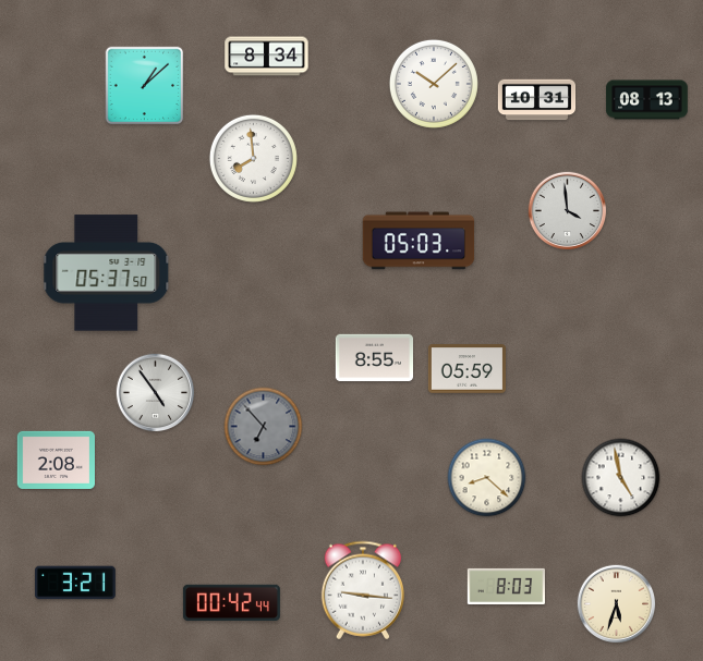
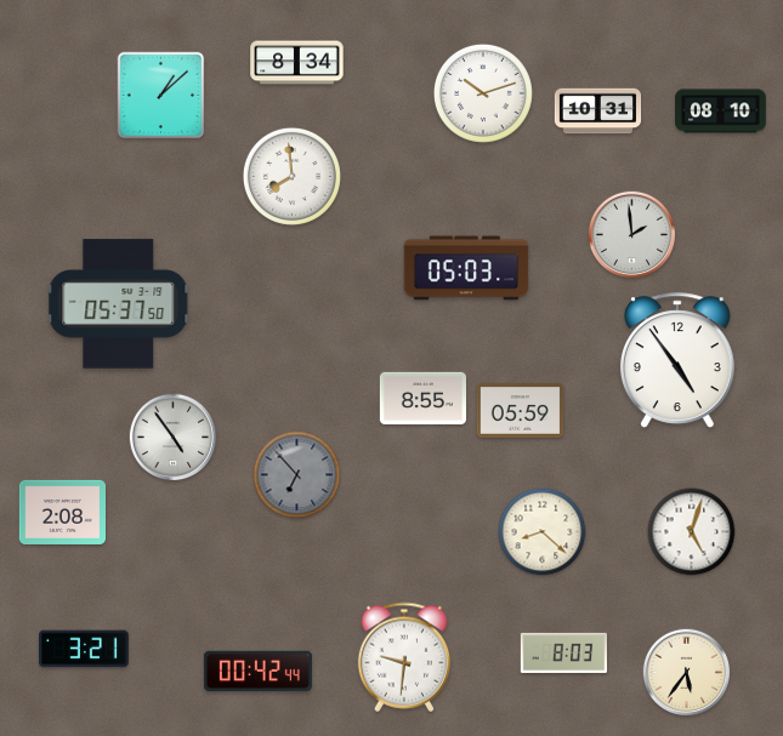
clock at (434, 84): 10:08 -> 10:12
clock at (647, 100): 08:13 -> 08:10
clock at (253, 158) position: (253, 158) -> (291, 176)
clock at (568, 211): 3:59 -> 1:59
clock at (677, 360): none -> 4:54
clock at (374, 358) position: (374, 358) -> (422, 399)
clock at (264, 427) position: (264, 427) -> (297, 475)
clock at (621, 478): 4:58 -> 5:03
clock at (363, 590): 9:16 -> 9:31
clock at (617, 604): 5:33 -> 5:36
